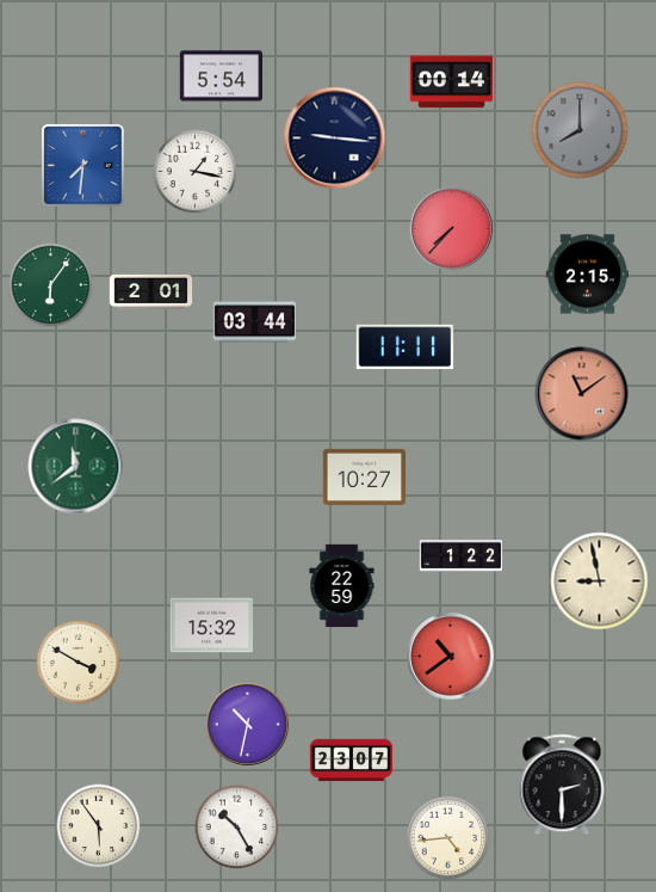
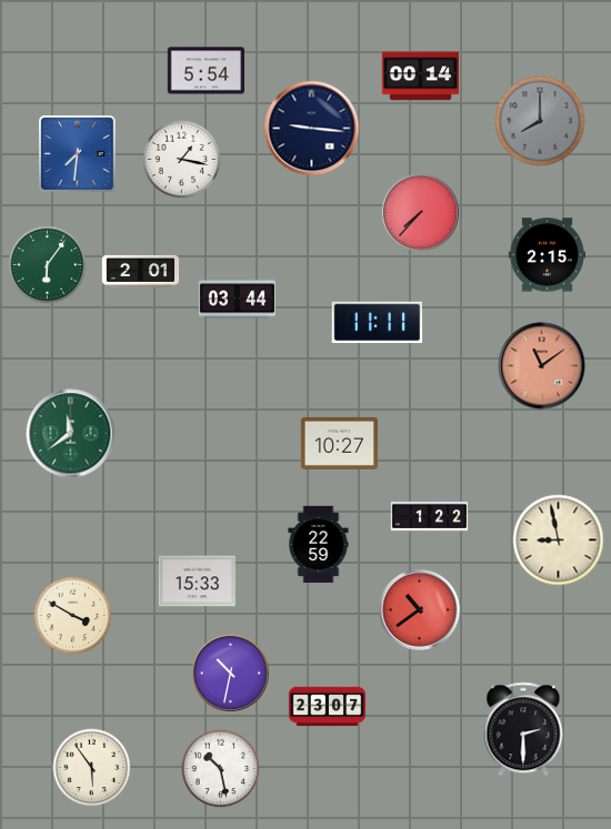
clock at (211, 626): 15:32 -> 15:33
clock at (237, 828): 10:25 -> 10:28
clock at (448, 838): 4:44 -> none
